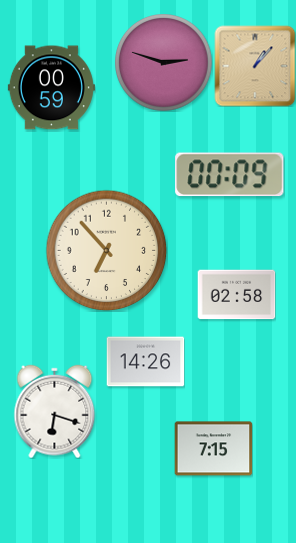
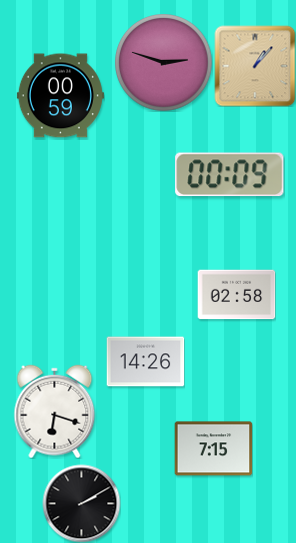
clock at (51, 88) position: (51, 88) -> (60, 96)
clock at (106, 250): 6:53 -> none
clock at (81, 503): none -> 2:10
